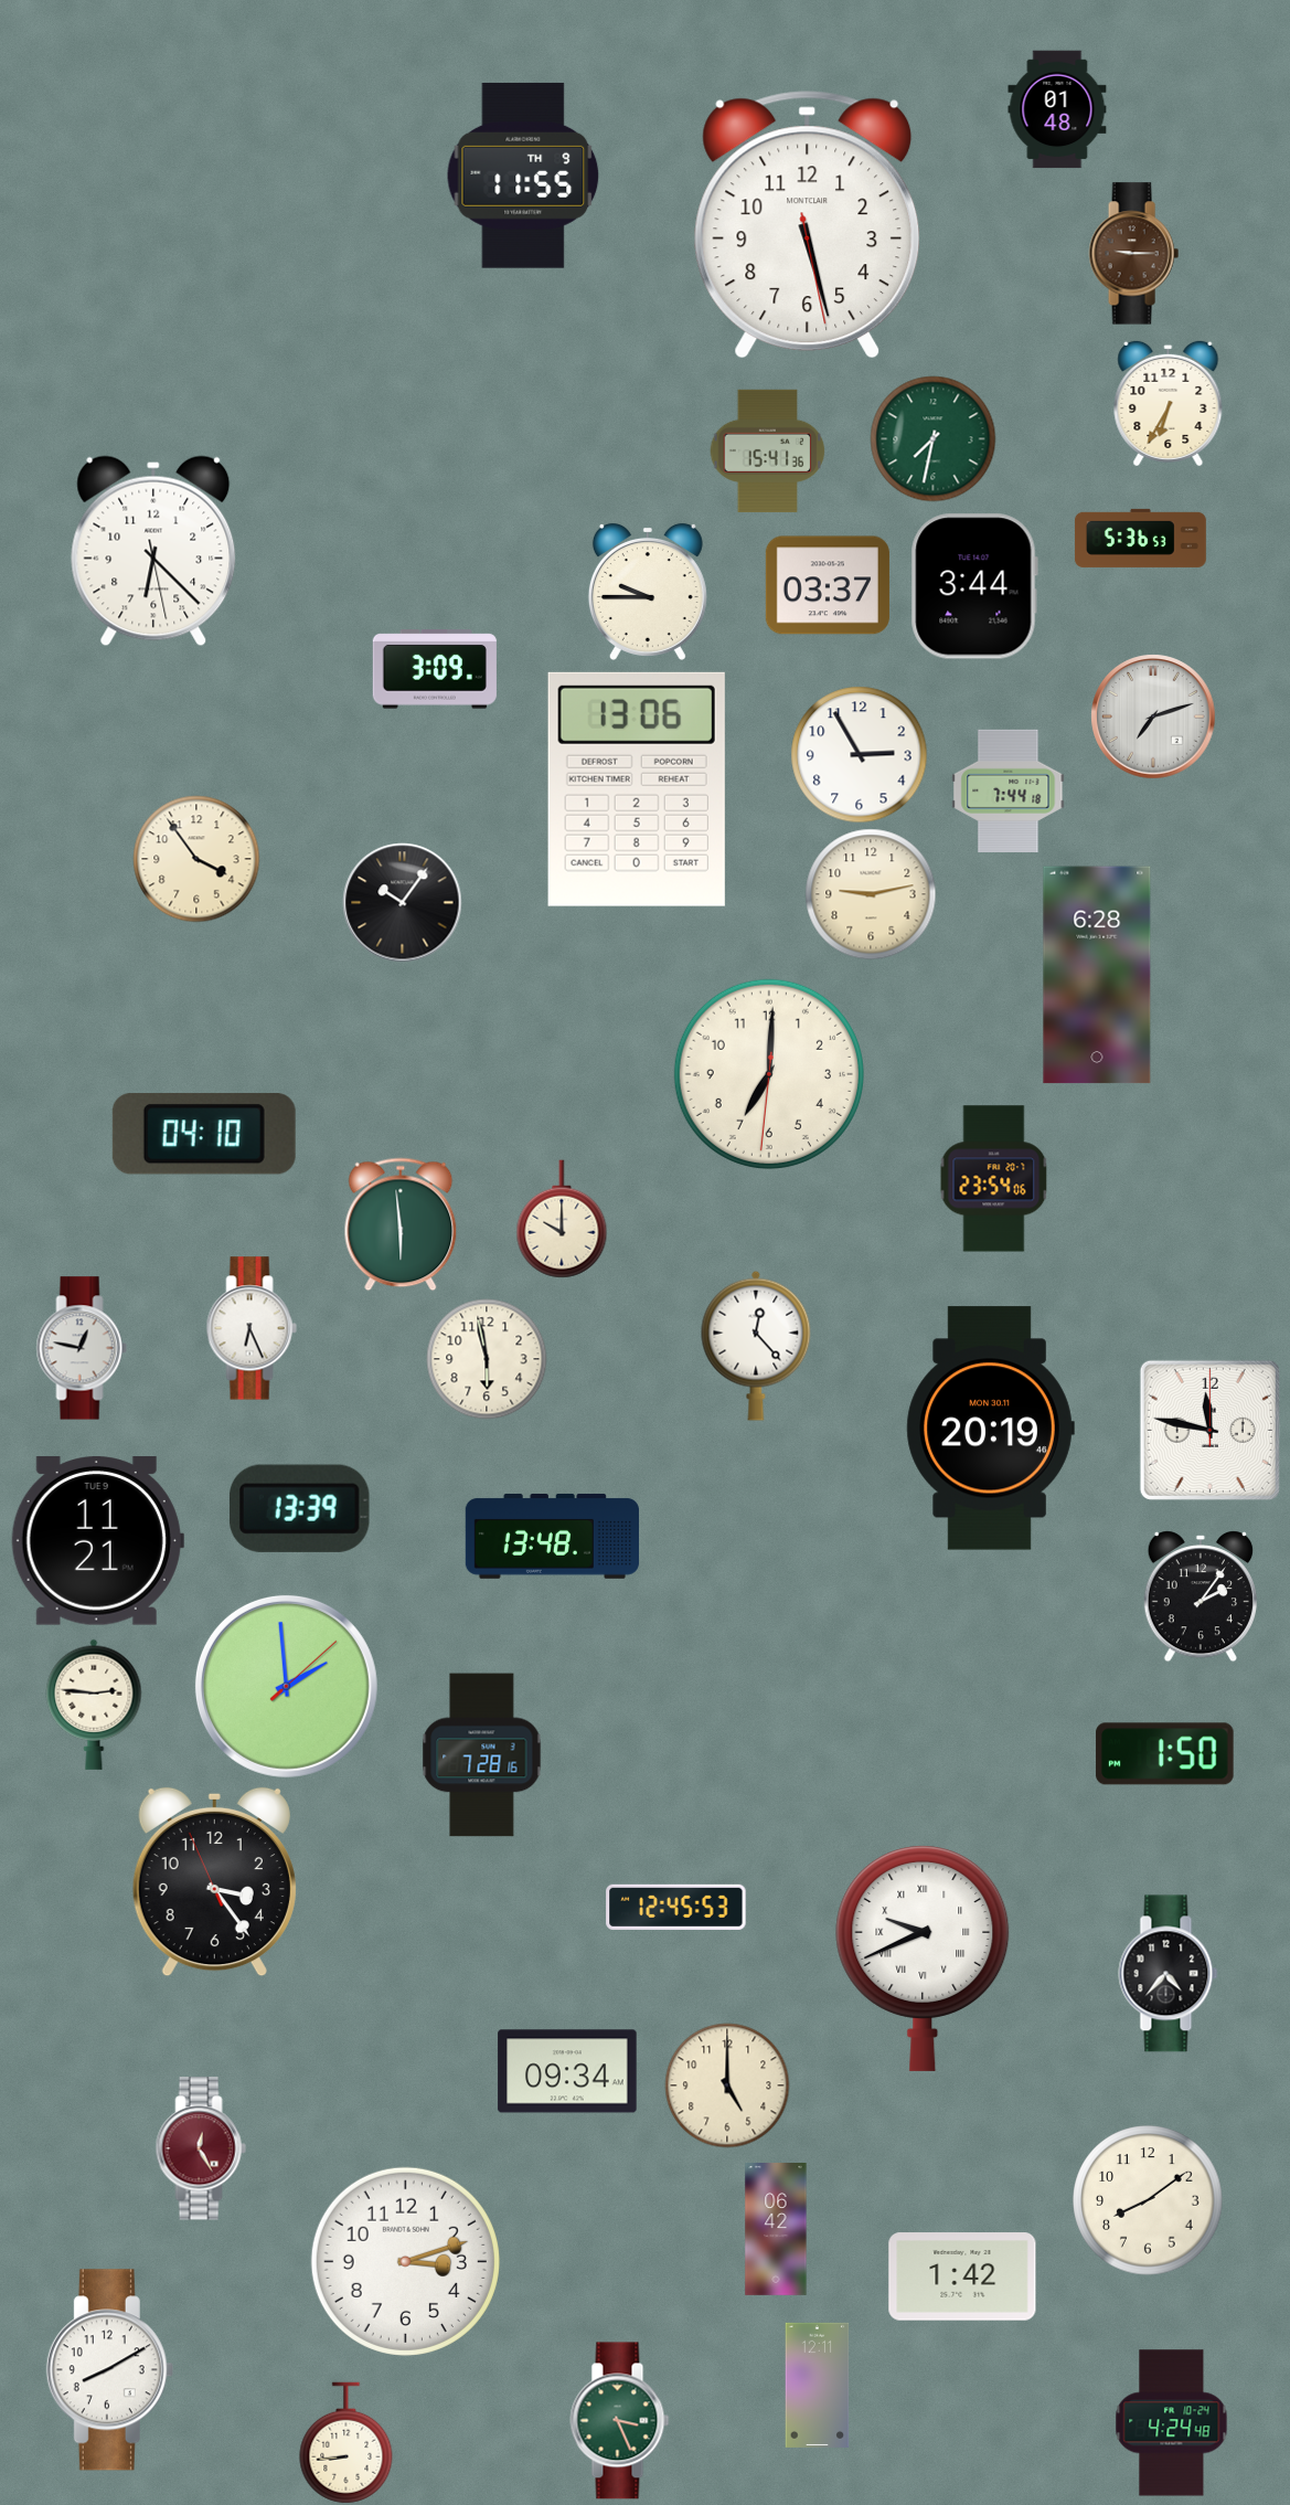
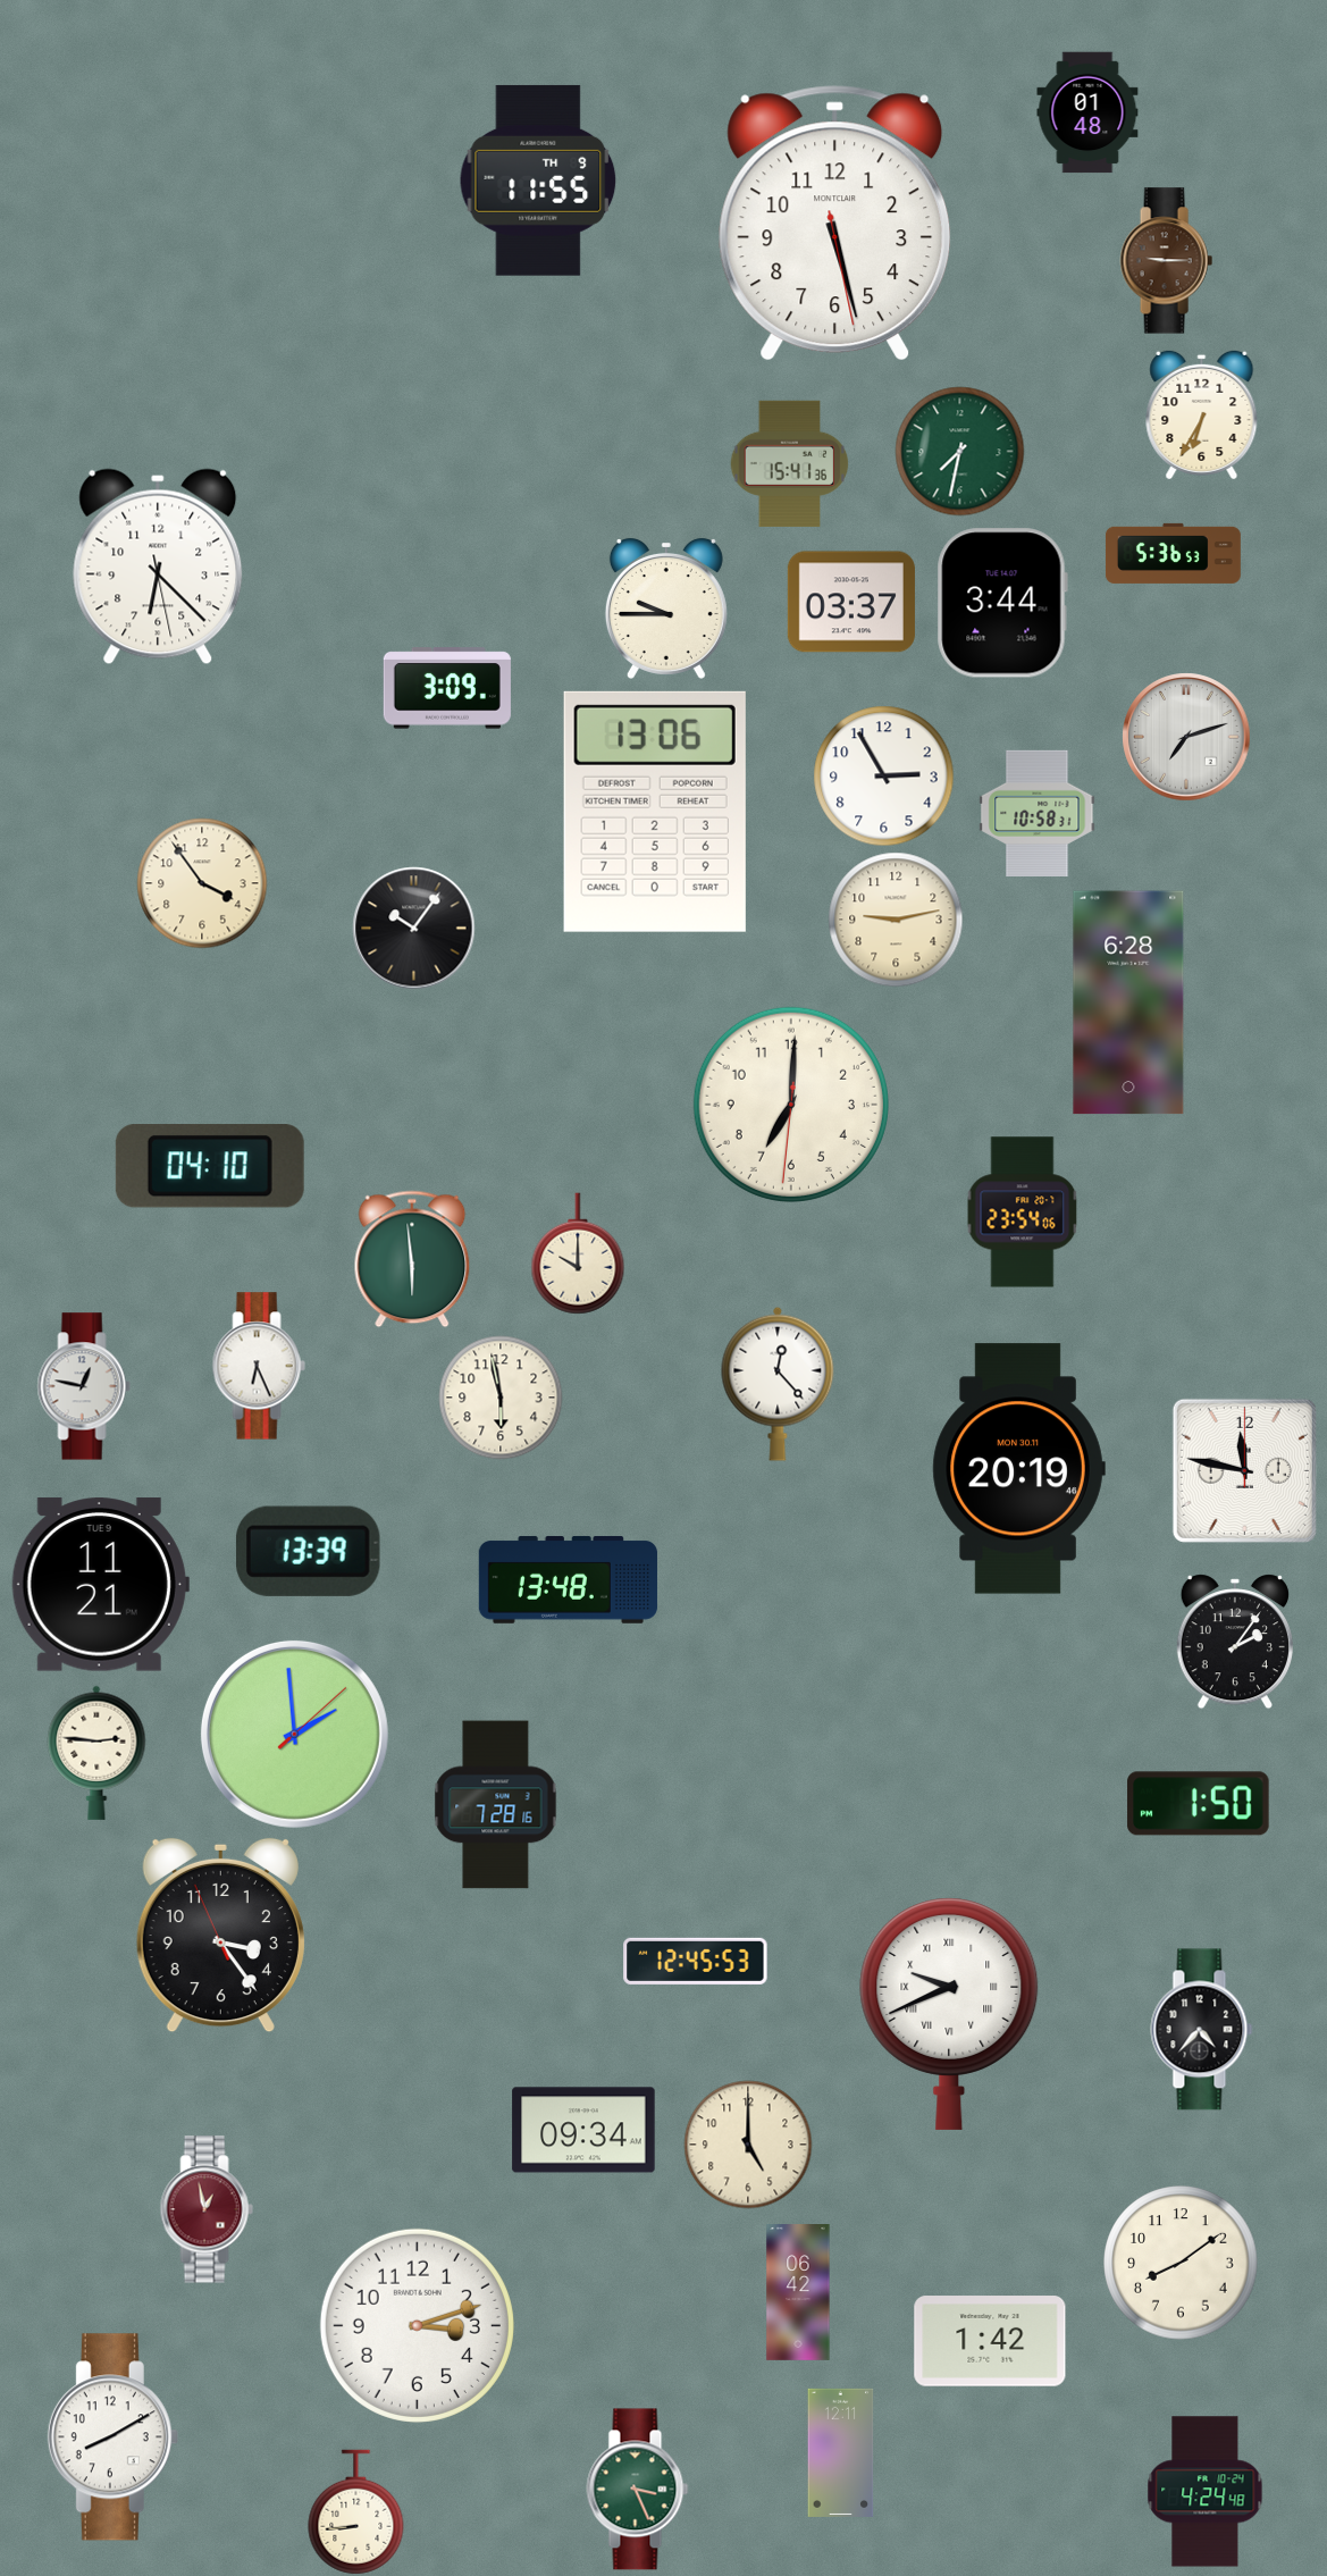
clock at (808, 225) position: (808, 225) -> (835, 224)
clock at (1009, 790): 7:44 -> 10:58
clock at (201, 2148): 12:25 -> 12:58
